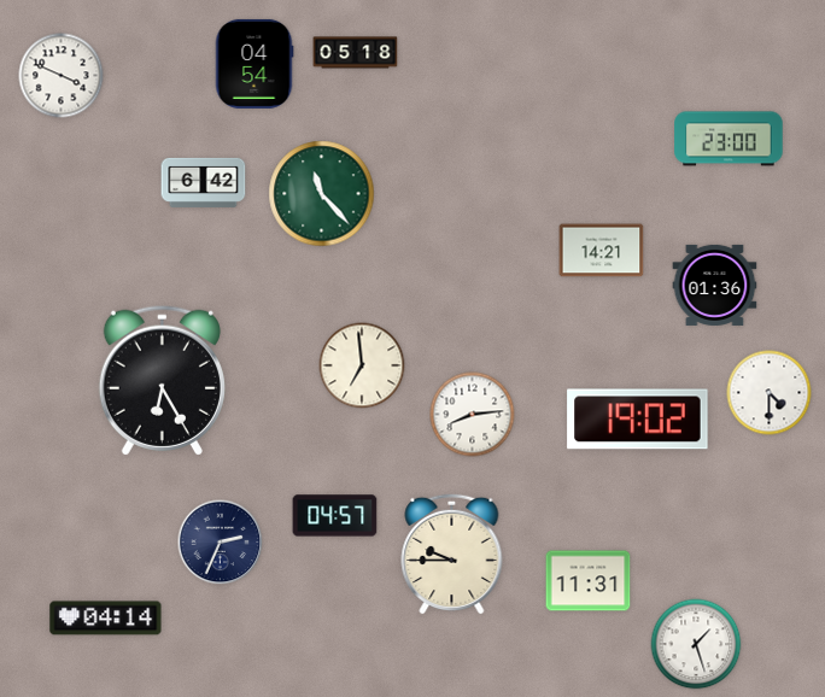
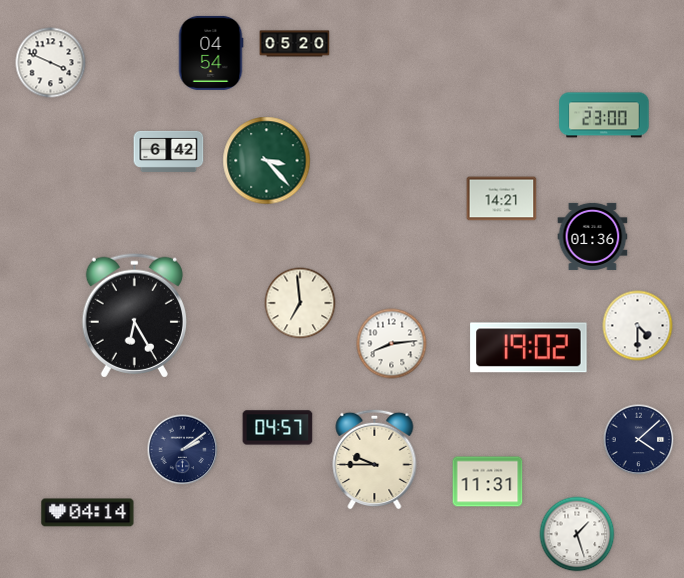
clock at (356, 53): 05:18 -> 05:20
clock at (322, 194): 11:23 -> 3:23
clock at (602, 251) position: (602, 251) -> (502, 199)
clock at (639, 440): none -> 4:08
clock at (221, 543): 2:34 -> 2:09
